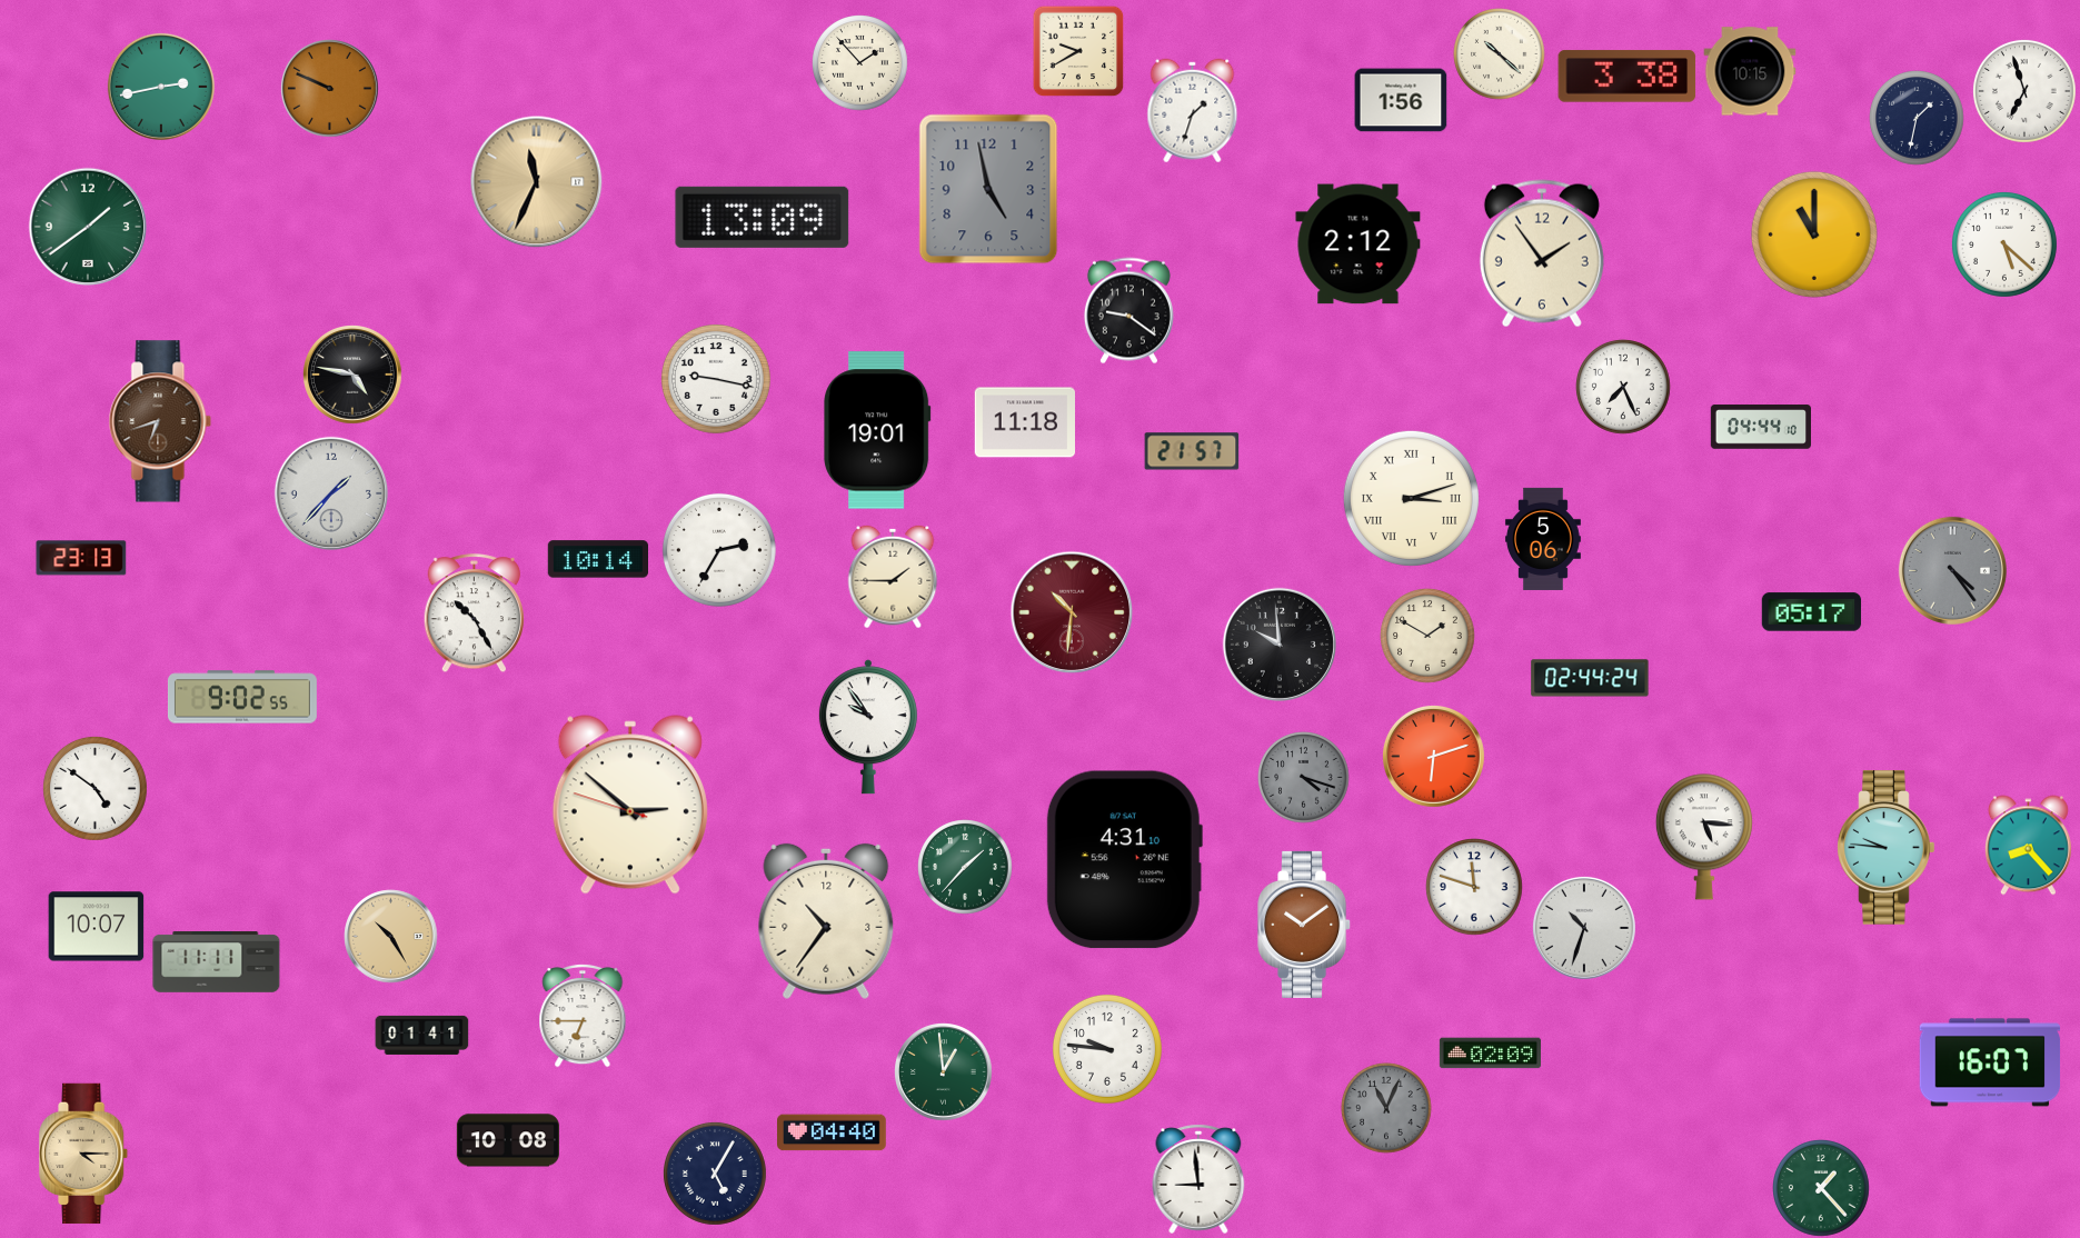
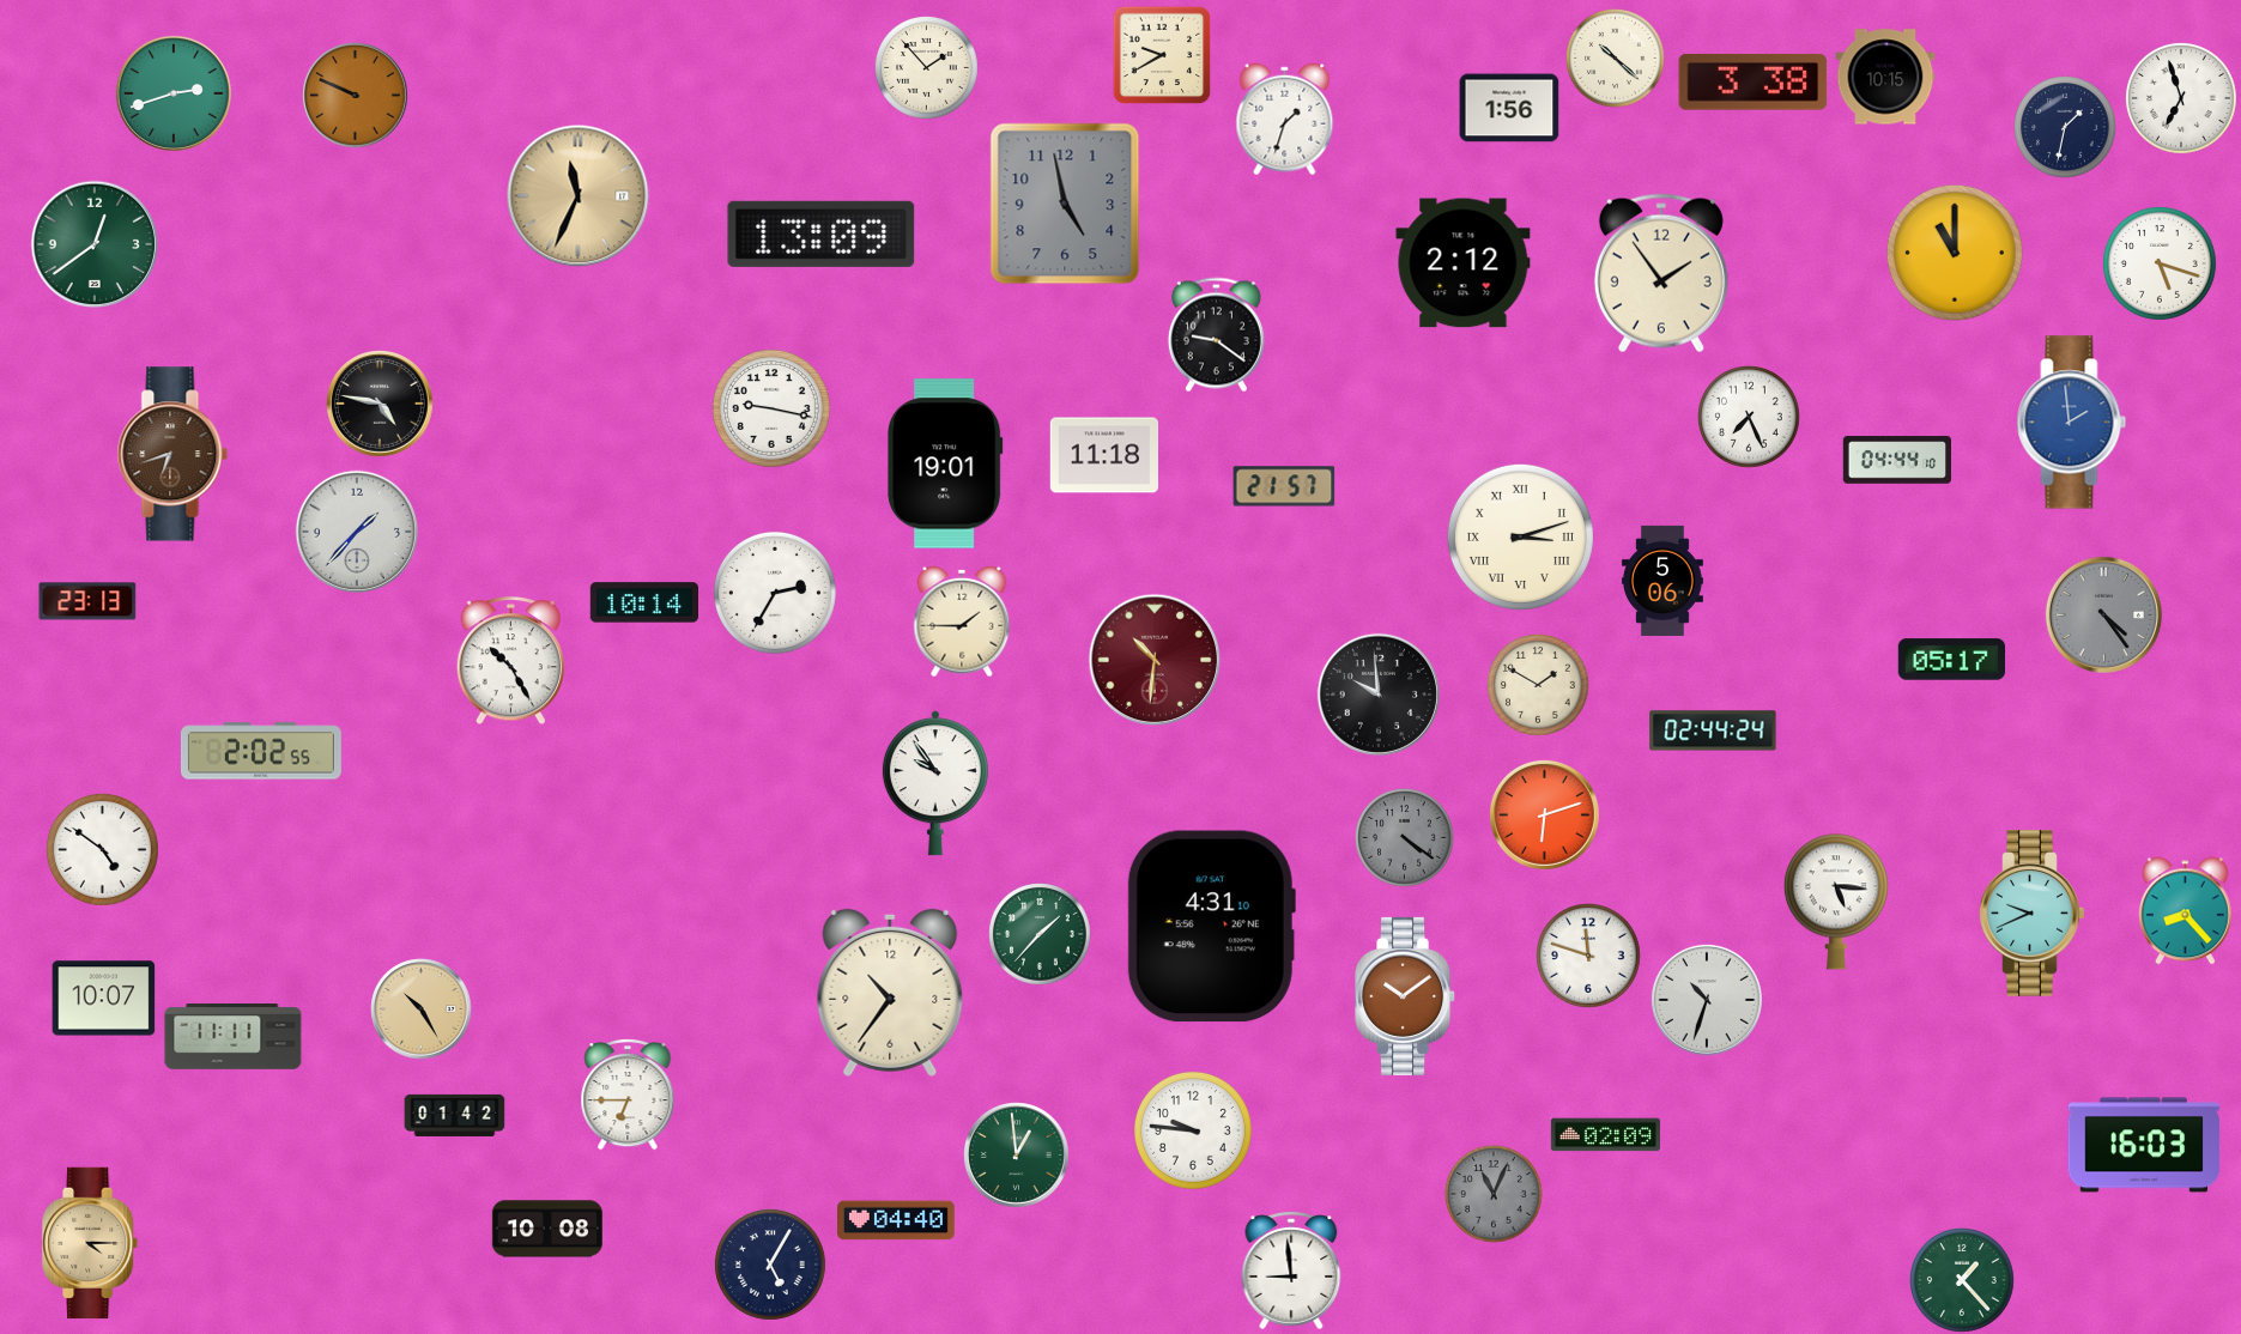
clock at (161, 87): 2:43 -> 2:42
clock at (88, 227): 1:39 -> 12:39
clock at (2004, 244): 5:22 -> 5:18
clock at (2072, 423): none -> 1:59
clock at (242, 697): 9:02 -> 2:02
clock at (1304, 778): 4:18 -> 4:21
clock at (630, 805): 2:51 -> none
clock at (1887, 848): 9:46 -> 9:41
clock at (422, 1035): 01:41 -> 01:42
clock at (1990, 1062): 16:07 -> 16:03
